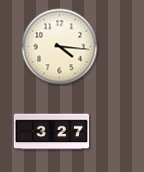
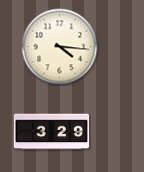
clock at (52, 132): 3:27 -> 3:29
